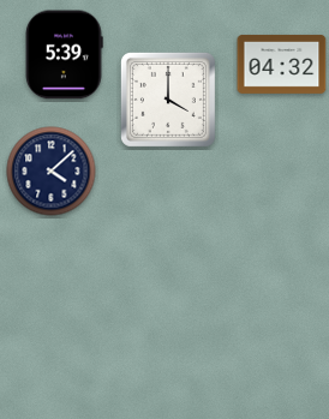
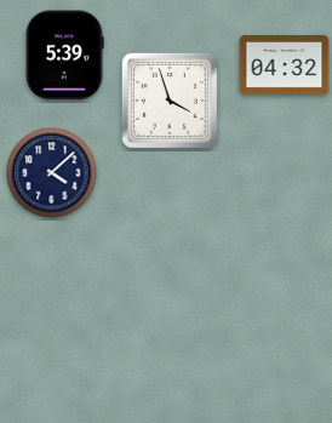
clock at (168, 100): 4:00 -> 3:57
